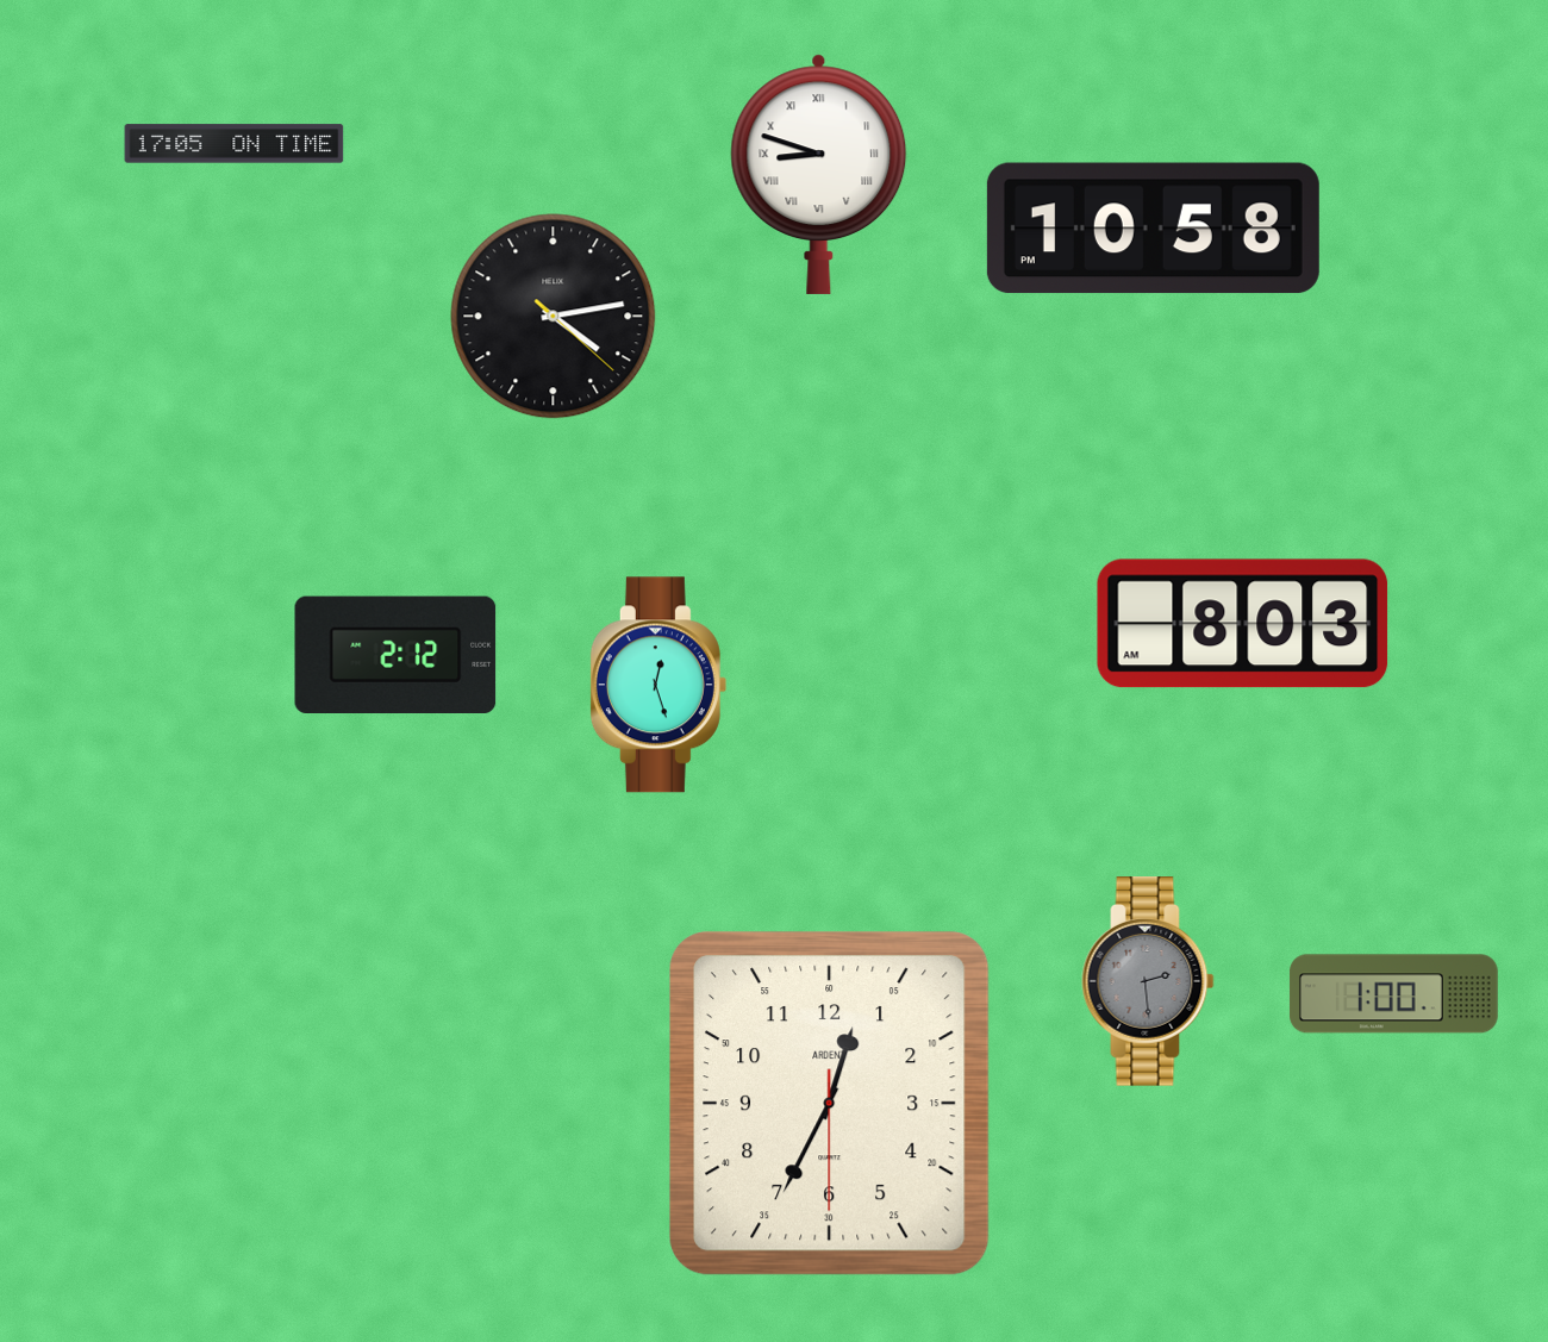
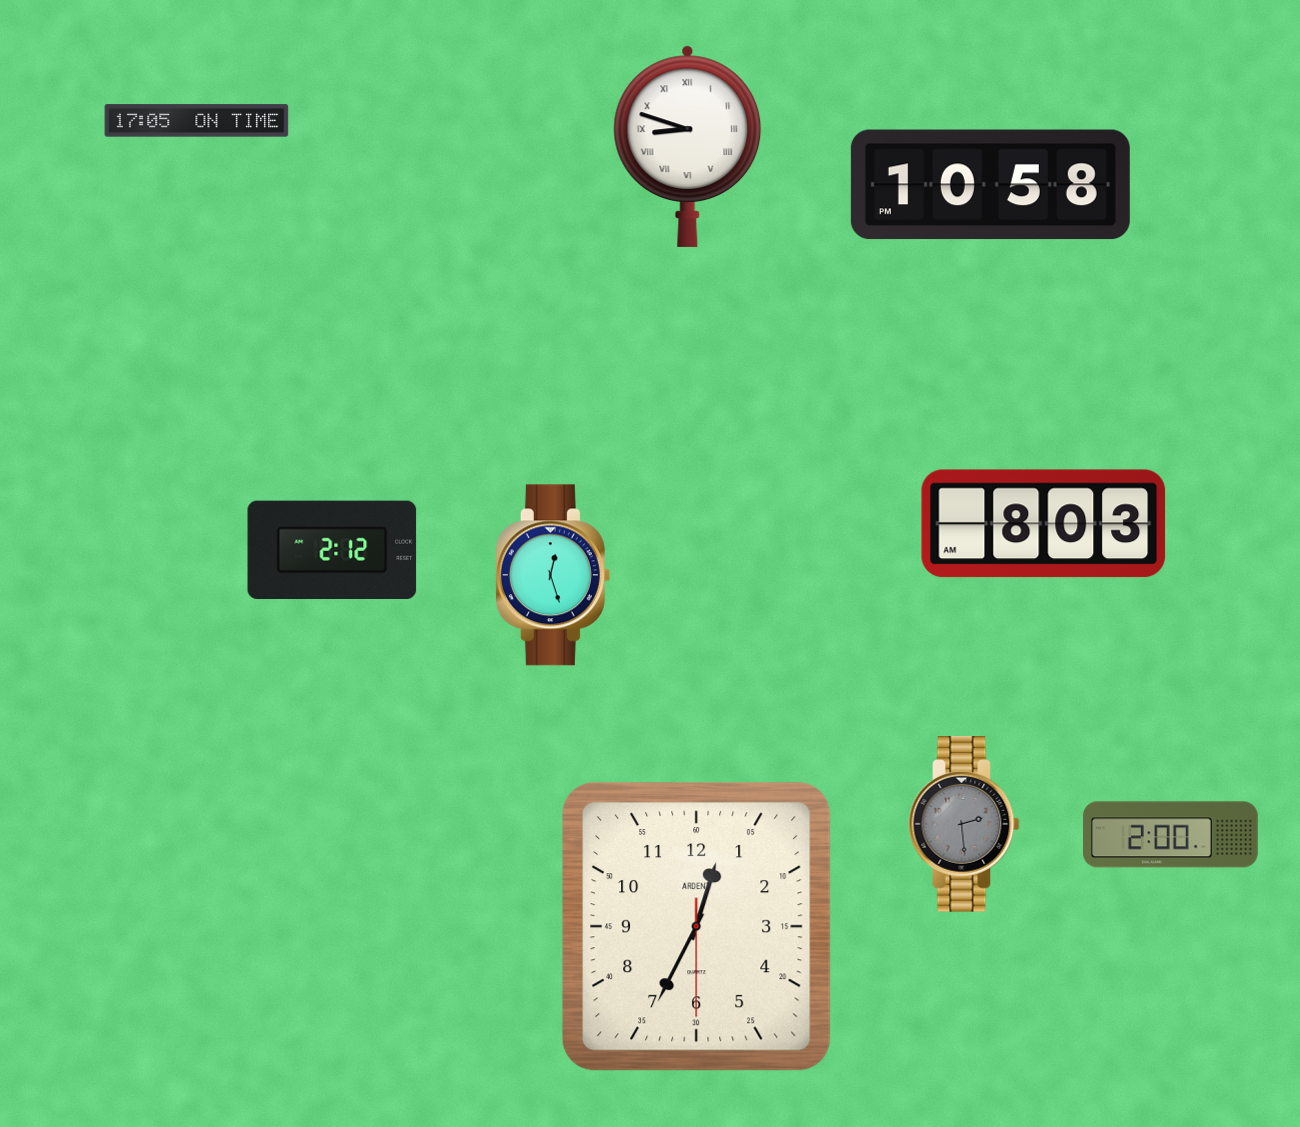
clock at (1153, 229) position: (1153, 229) -> (990, 185)
clock at (554, 317): 4:13 -> none
clock at (1393, 994): 1:00 -> 2:00
